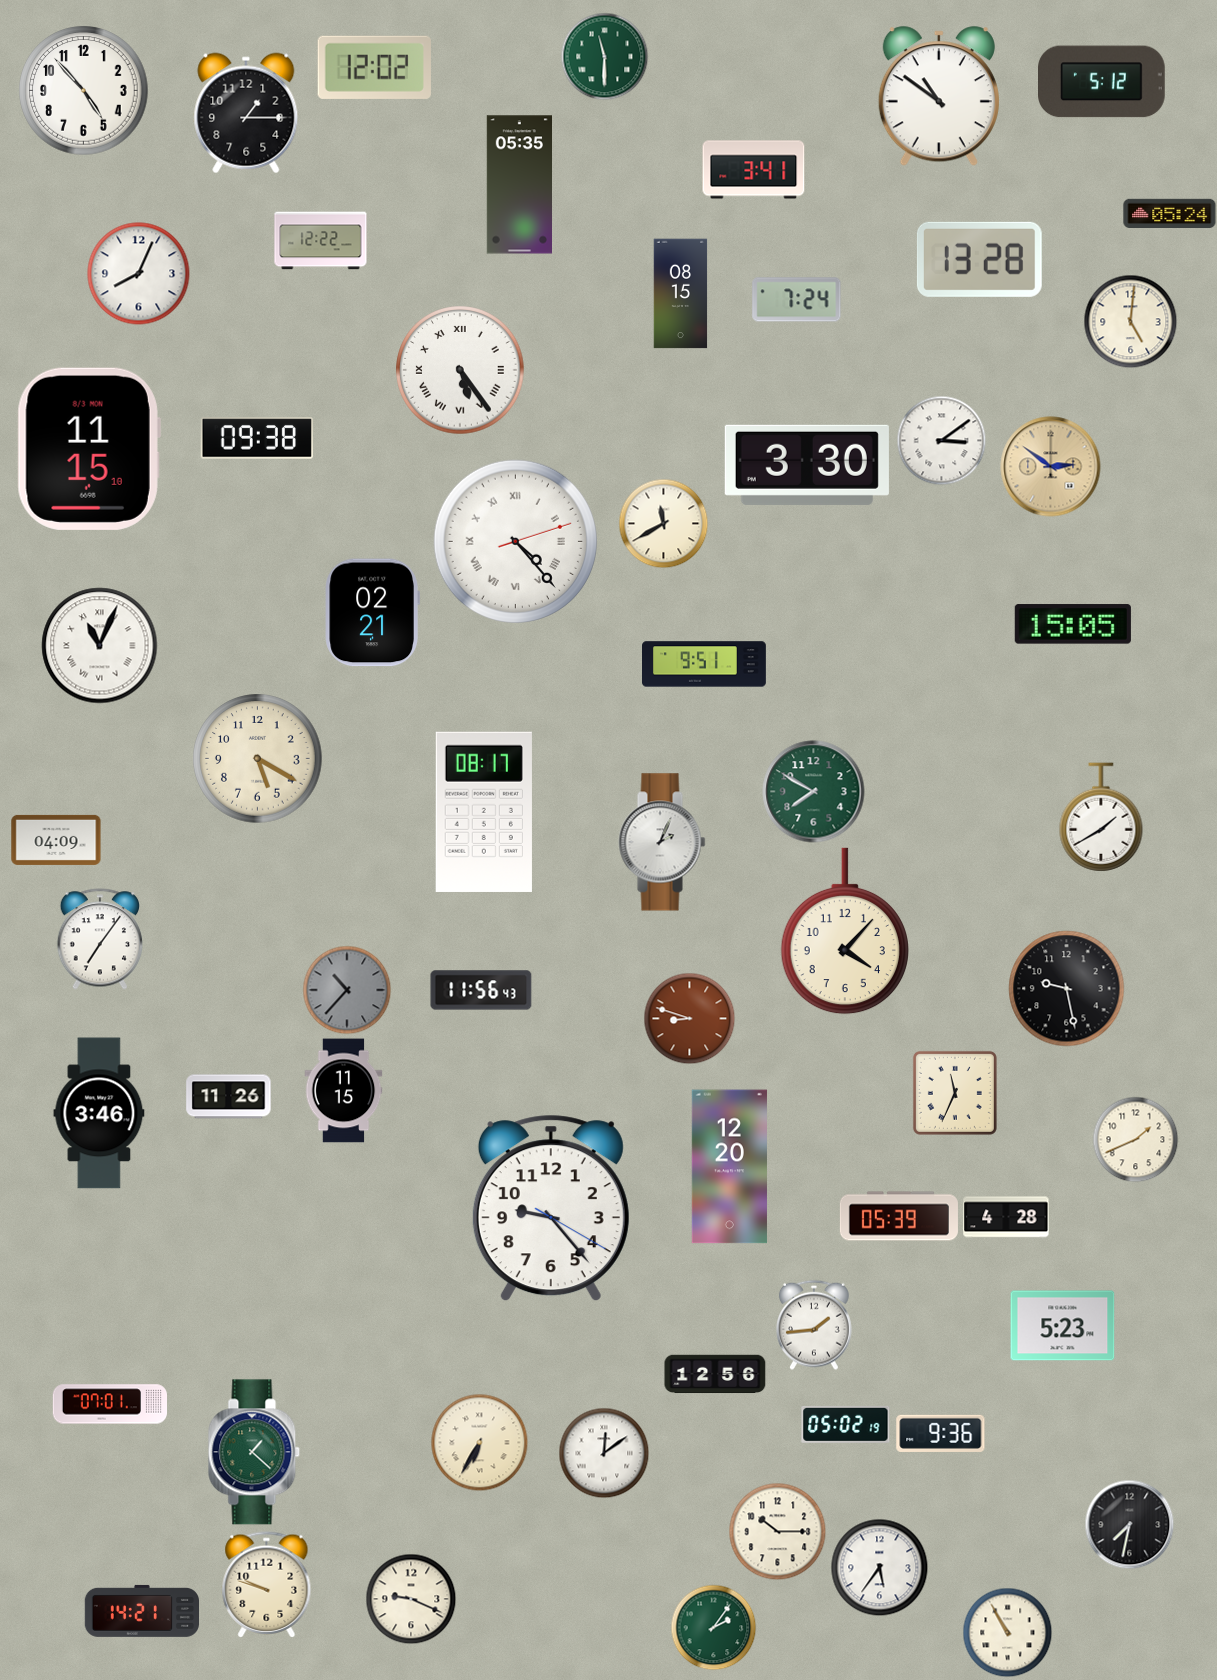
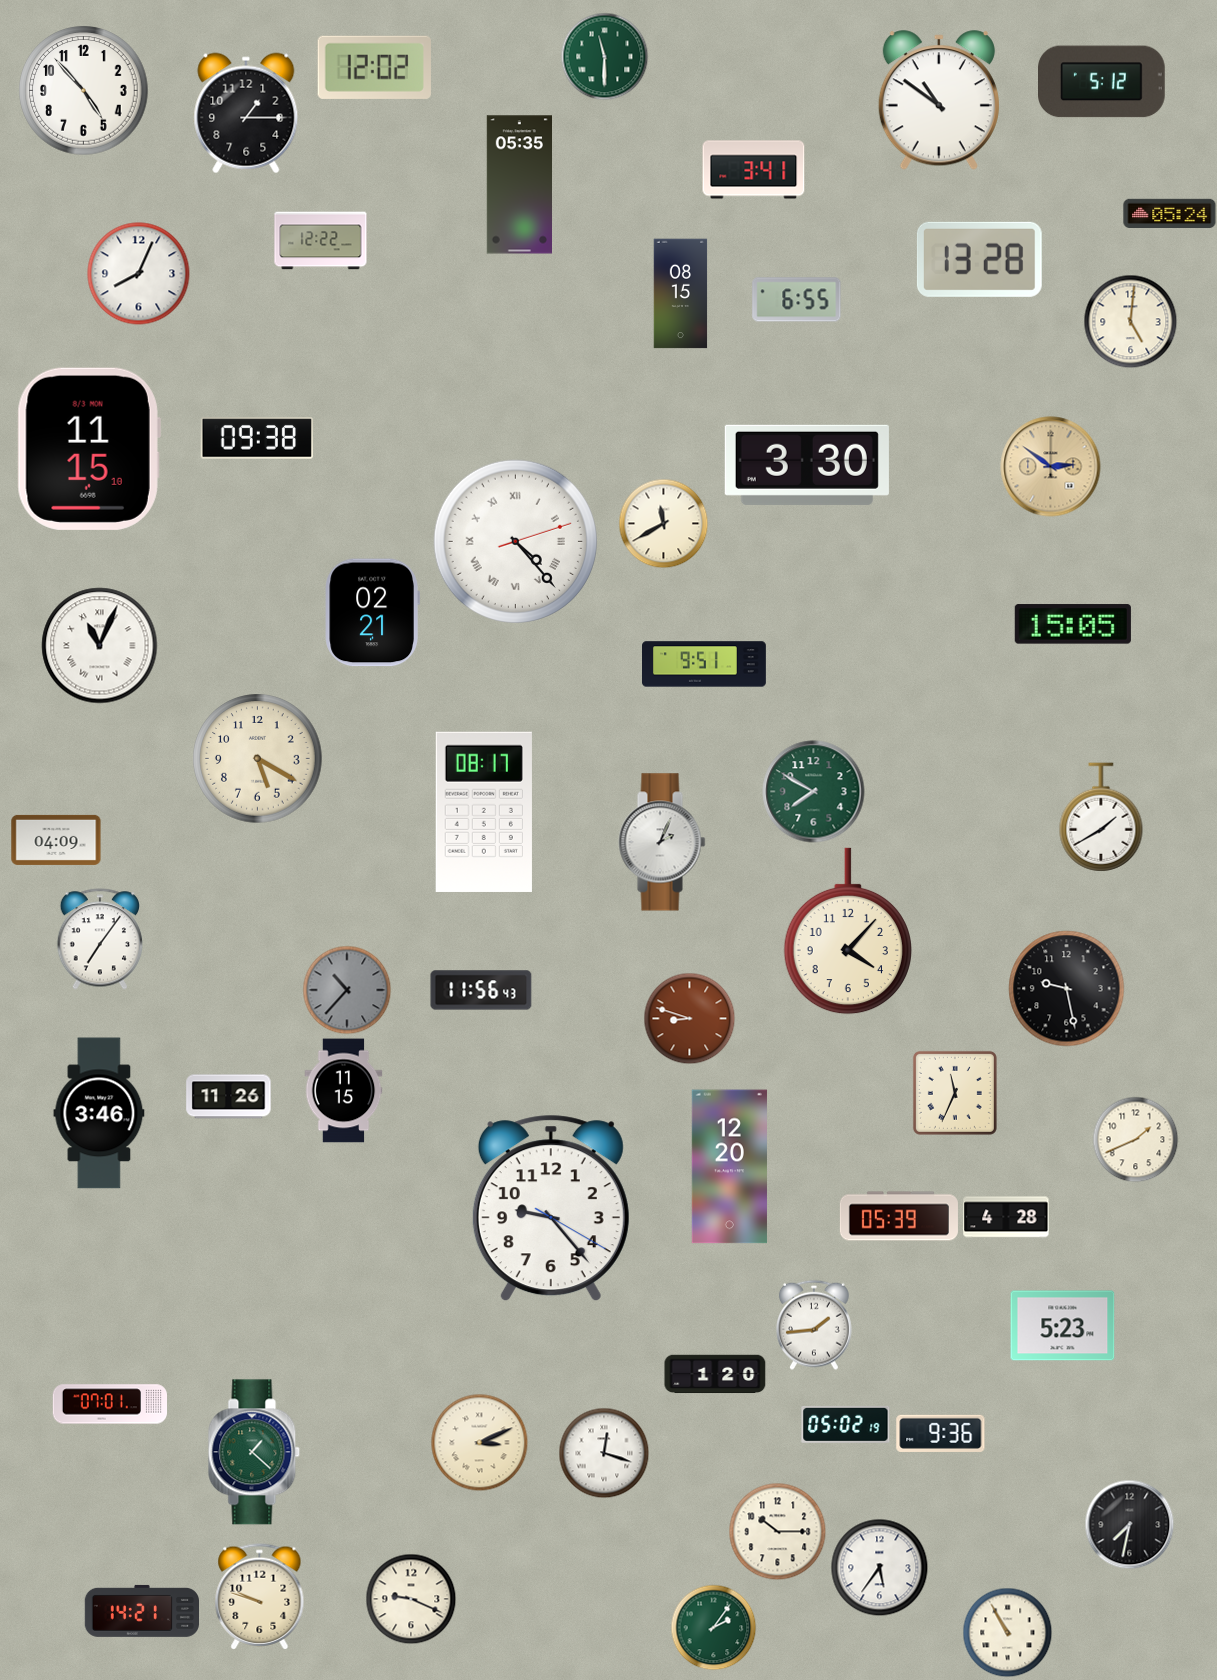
clock at (939, 97) position: (939, 97) -> (939, 101)
clock at (797, 300): 7:24 -> 6:55
clock at (460, 370): 5:24 -> none
clock at (941, 440): 3:09 -> none
clock at (845, 931) position: (845, 931) -> (848, 931)
clock at (715, 1374): 12:56 -> 1:20
clock at (479, 1442): 6:35 -> 3:11
clock at (604, 1453): 12:09 -> 12:18
clock at (267, 1585) position: (267, 1585) -> (260, 1597)
